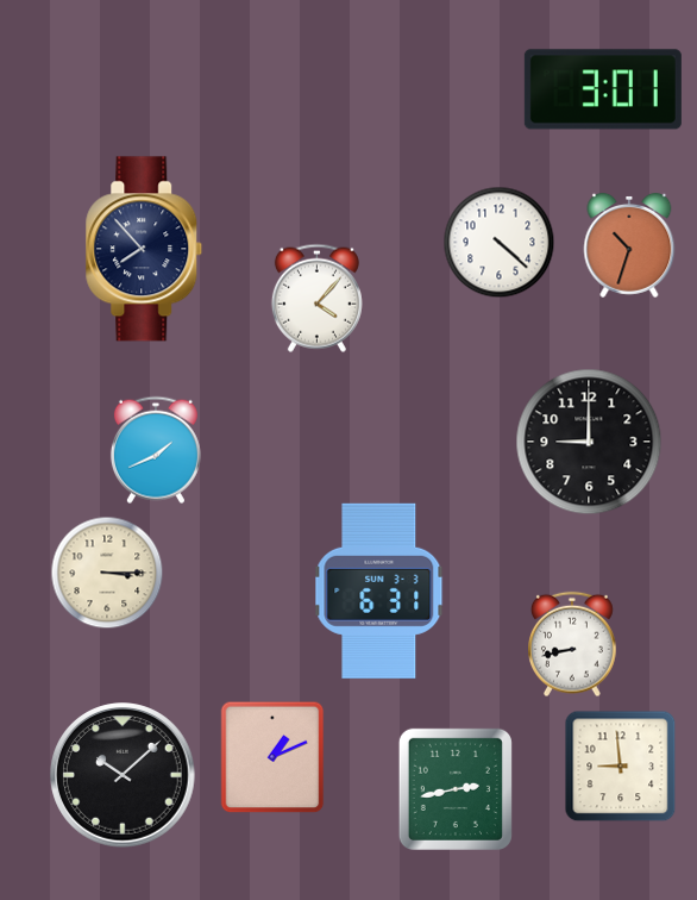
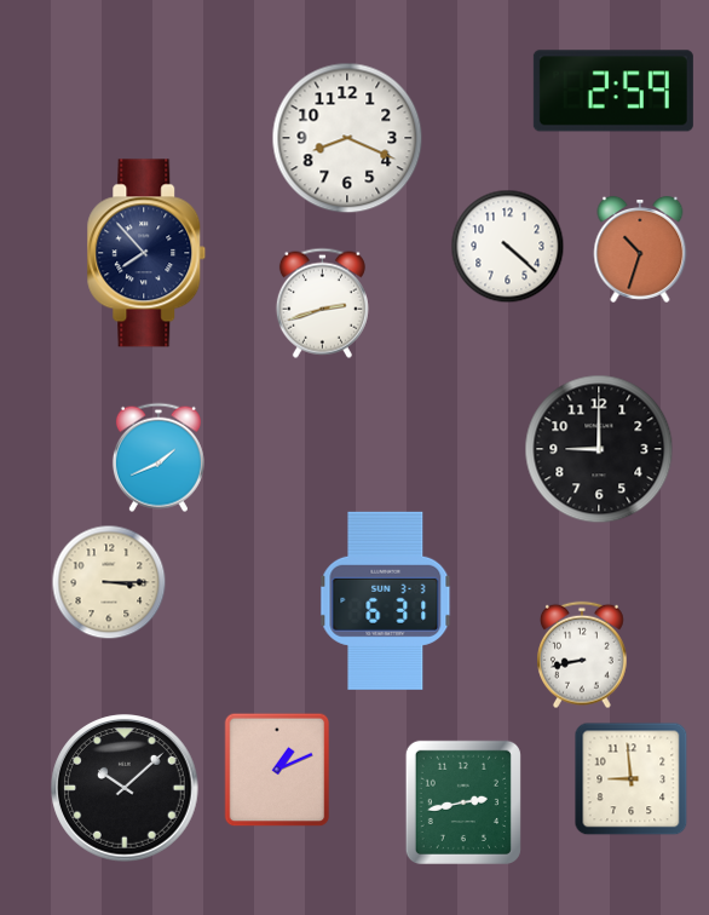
clock at (603, 89): 3:01 -> 2:59
clock at (347, 138): none -> 8:19
clock at (316, 298): 4:07 -> 2:42
